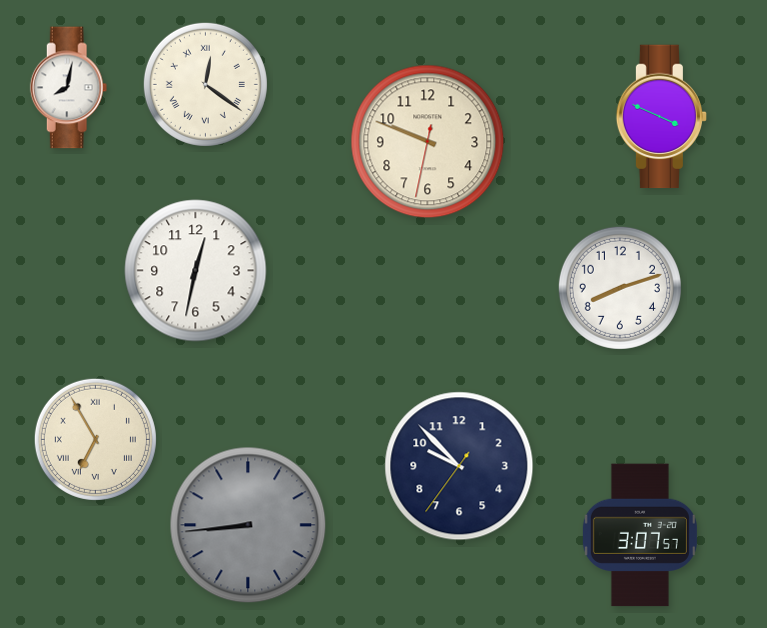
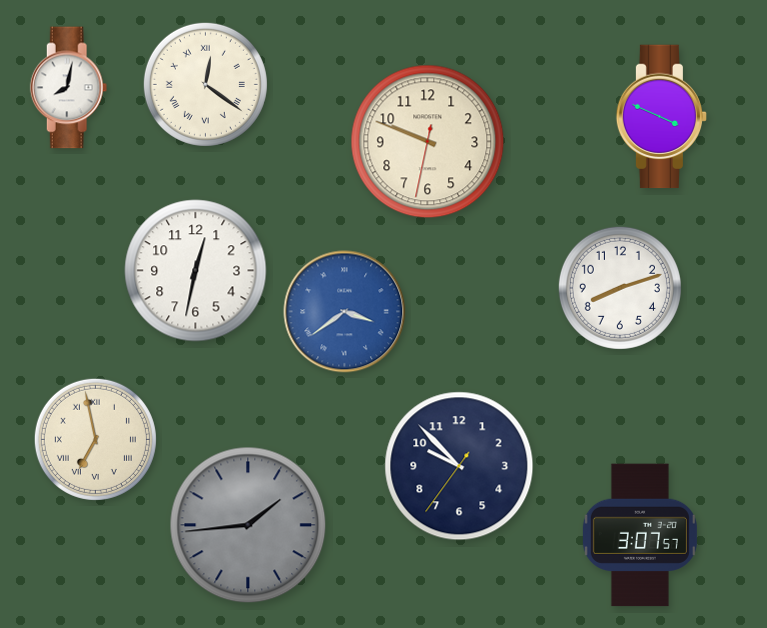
clock at (345, 312): none -> 3:39
clock at (95, 439): 6:55 -> 6:58
clock at (248, 525): 8:44 -> 1:44
